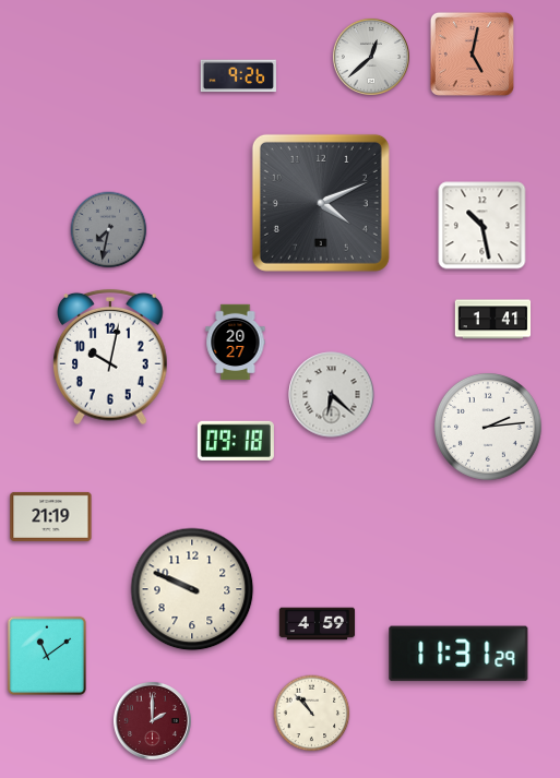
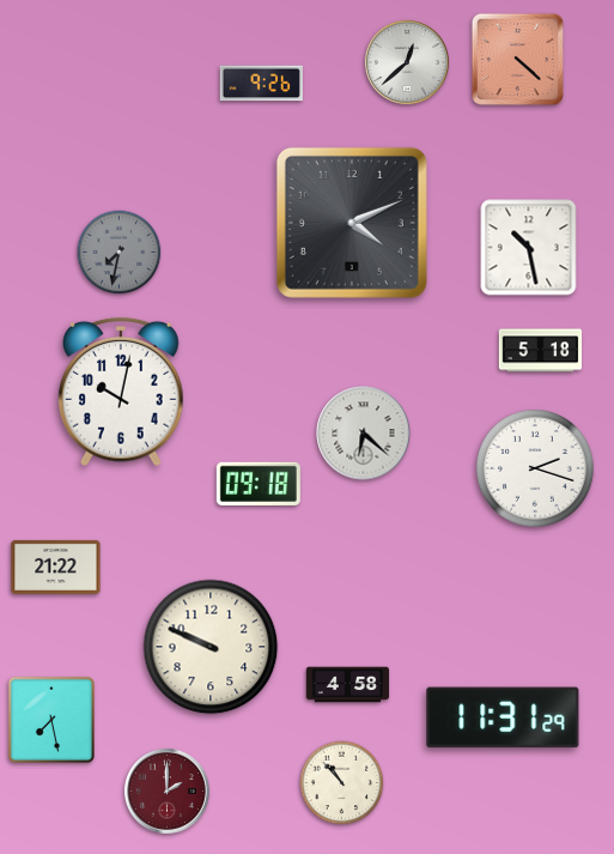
clock at (472, 53): 5:02 -> 4:22
clock at (493, 320): 1:41 -> 5:18
clock at (236, 343): 20:27 -> none
clock at (489, 428): 2:14 -> 2:18
clock at (51, 516): 21:19 -> 21:22
clock at (318, 624): 4:59 -> 4:58
clock at (46, 655): 11:09 -> 7:28
